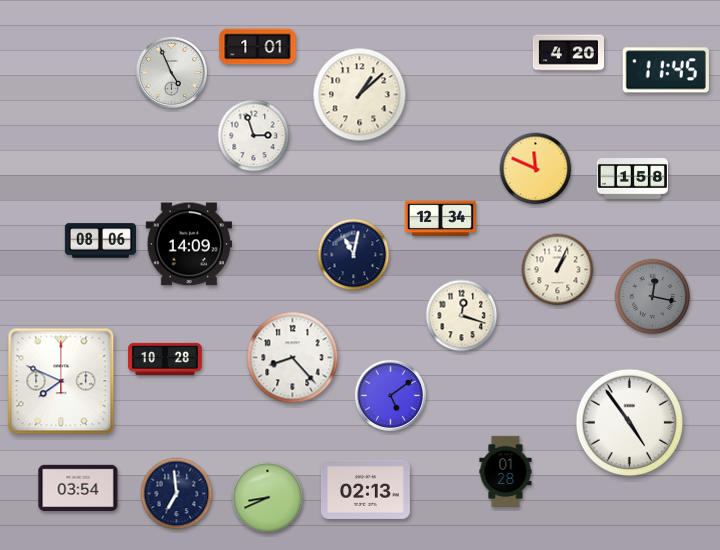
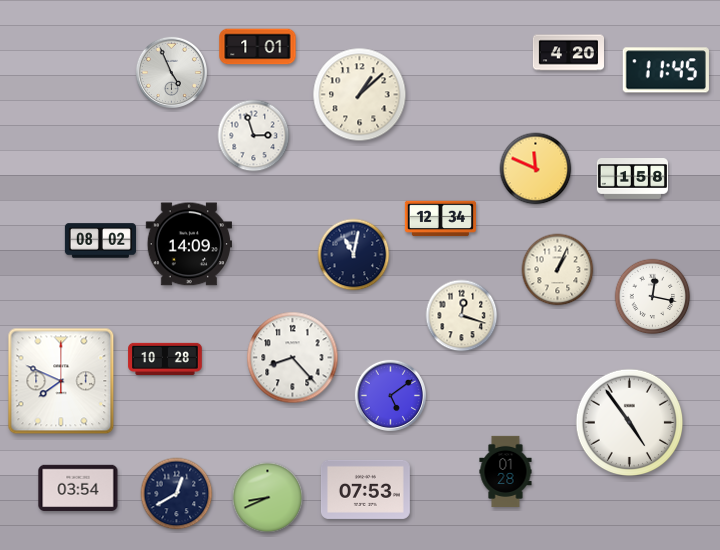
clock at (100, 241): 08:06 -> 08:02
clock at (653, 297) dial: grey -> white
clock at (365, 489): 02:13 -> 07:53
clock at (177, 494): 6:59 -> 12:40
